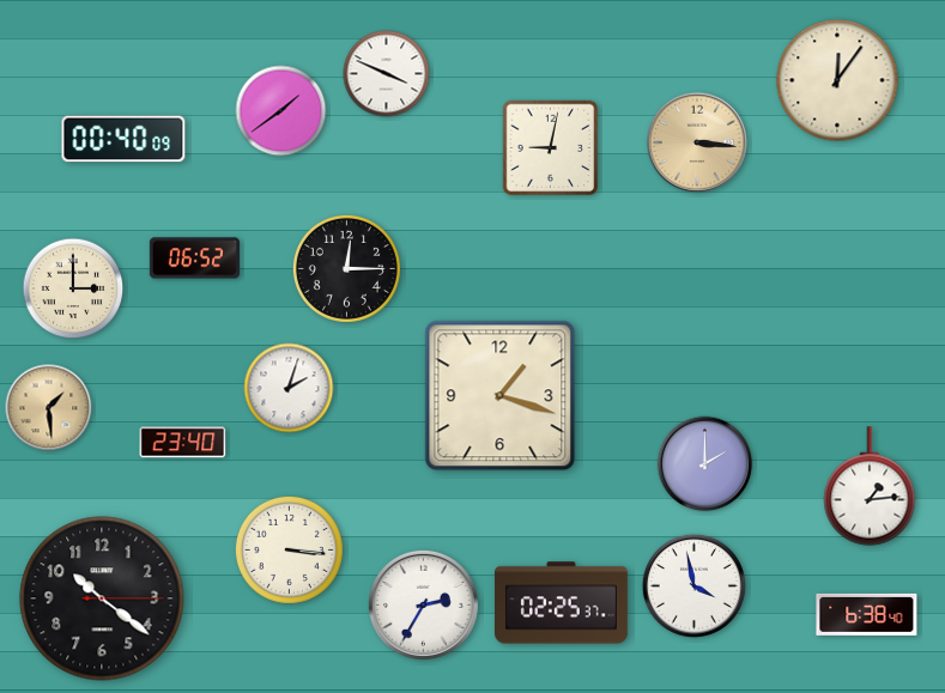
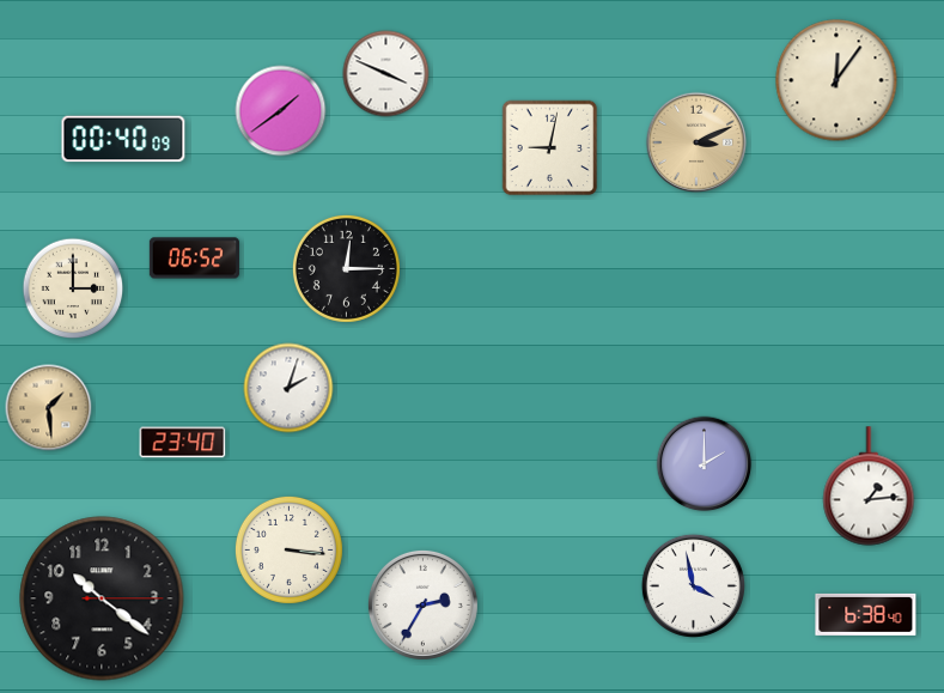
clock at (696, 141): 3:16 -> 3:11
clock at (501, 396): 1:18 -> none
clock at (561, 603): 02:25 -> none
